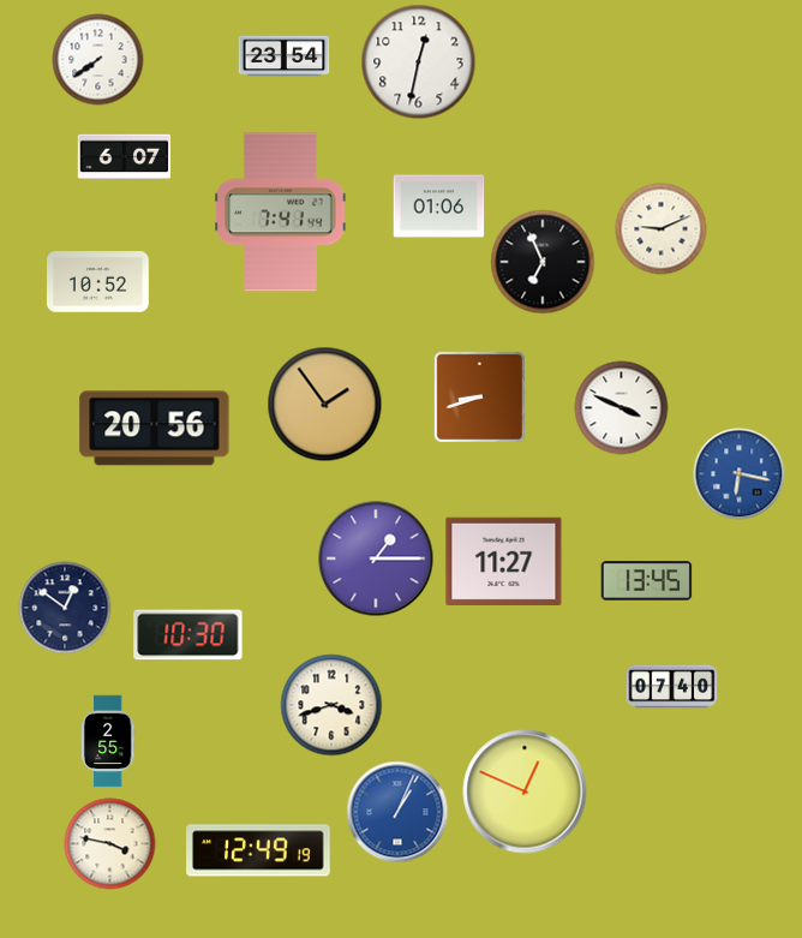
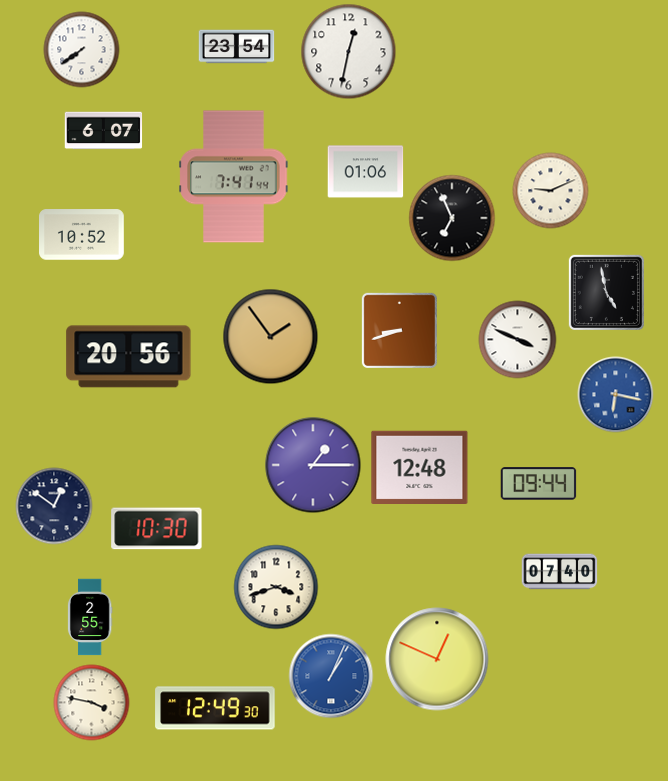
clock at (606, 292): none -> 4:58
clock at (504, 561): 11:27 -> 12:48
clock at (647, 581): 13:45 -> 09:44
clock at (258, 850): 12:49:19 -> 12:49:30
